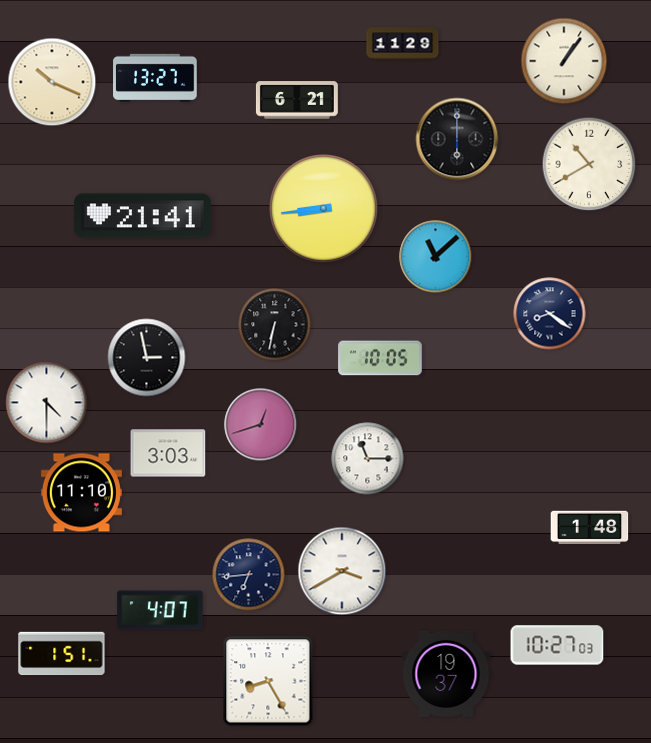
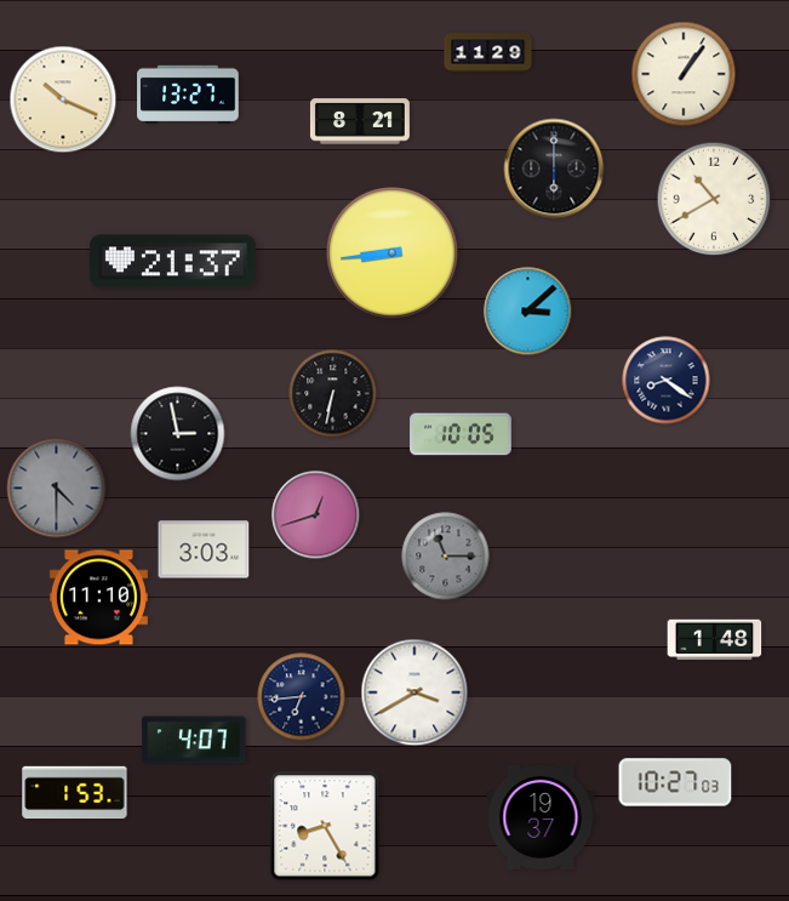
clock at (297, 100): 6:21 -> 8:21
clock at (142, 216): 21:41 -> 21:37
clock at (436, 257): 11:08 -> 3:08
clock at (47, 403) dial: white -> grey
clock at (368, 459) dial: white -> grey
clock at (62, 654): 1:51 -> 1:53
